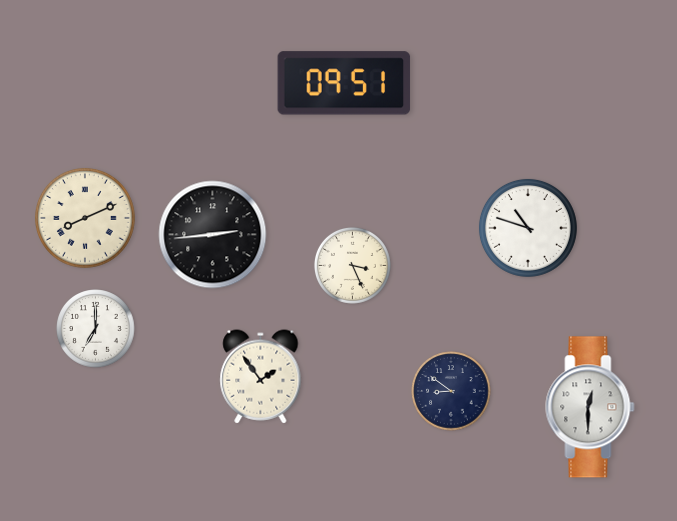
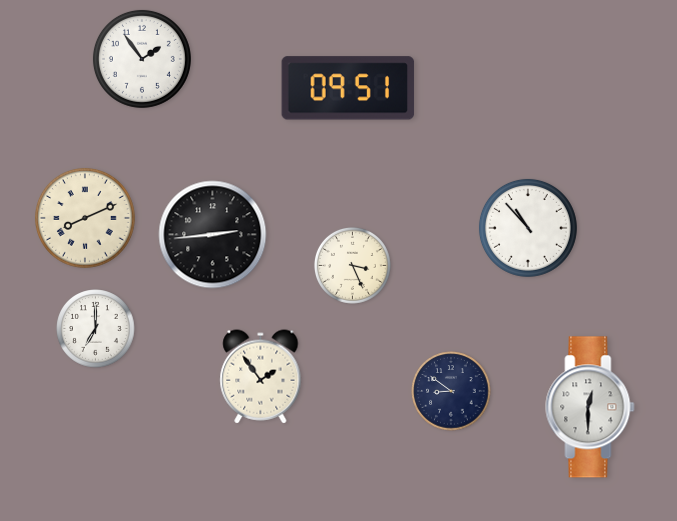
clock at (142, 59): none -> 1:54
clock at (344, 83) position: (344, 83) -> (348, 88)
clock at (528, 228): 10:48 -> 10:53
